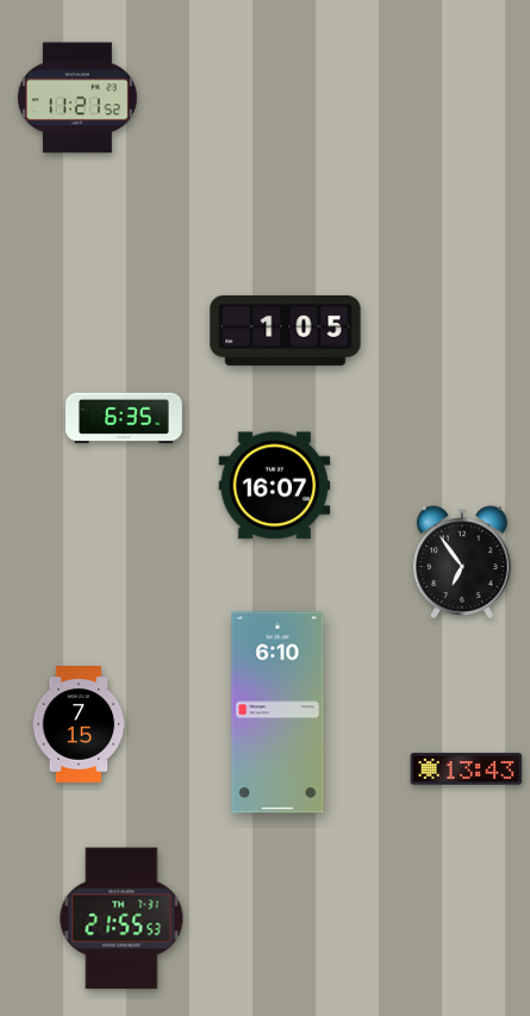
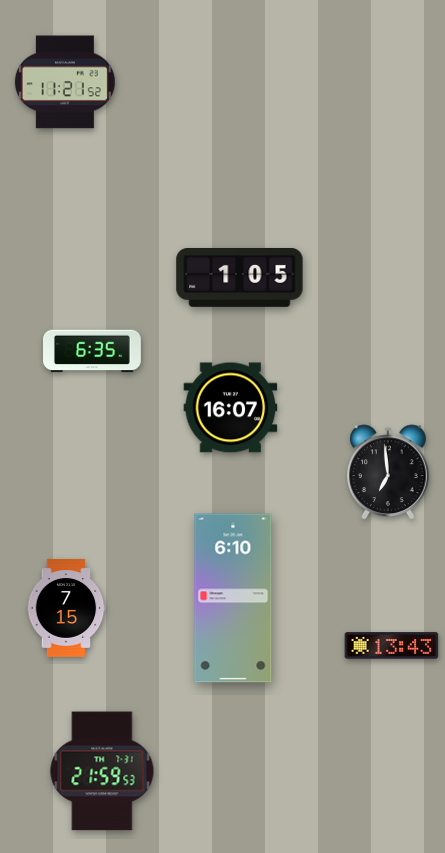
clock at (125, 418) position: (125, 418) -> (93, 351)
clock at (462, 562): 6:54 -> 6:59
clock at (121, 918): 21:55 -> 21:59
